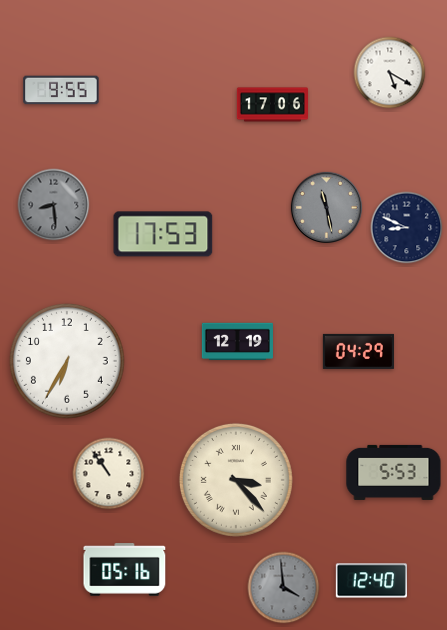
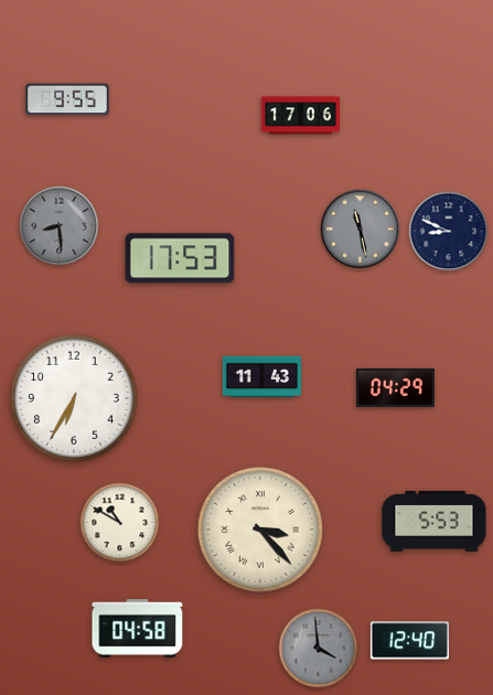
clock at (390, 73): 5:20 -> none
clock at (407, 228) position: (407, 228) -> (449, 232)
clock at (237, 342): 12:19 -> 11:43
clock at (109, 474): 10:54 -> 10:50
clock at (125, 570): 05:16 -> 04:58
clock at (284, 588) position: (284, 588) -> (319, 649)
